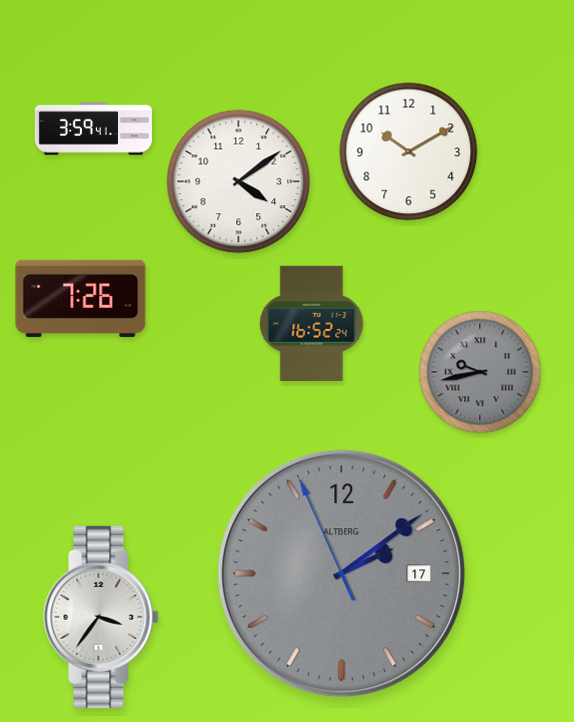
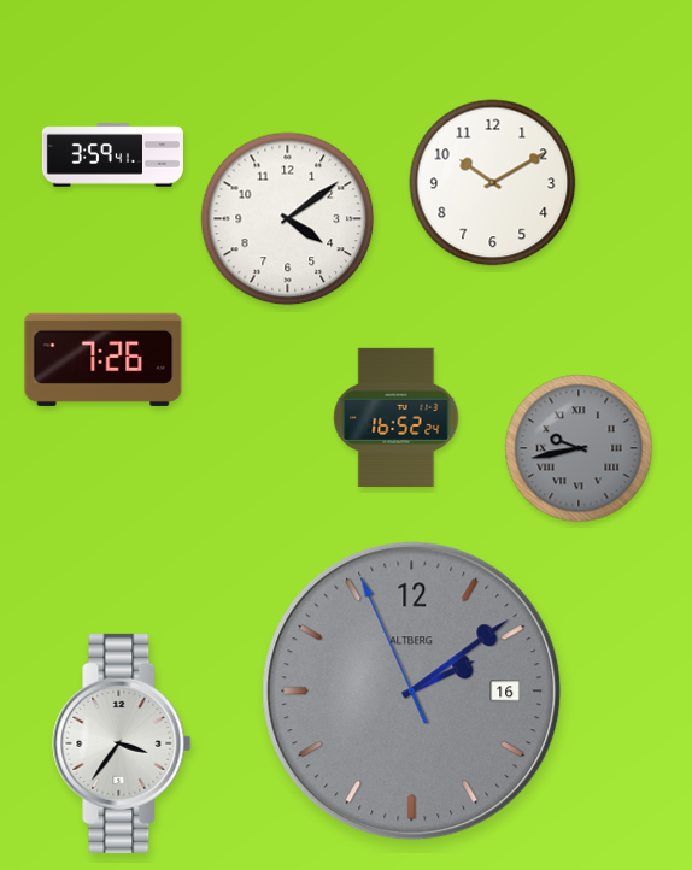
clock at (81, 298) position: (81, 298) -> (104, 359)
clock at (312, 324) position: (312, 324) -> (397, 418)
clock at (342, 574) date: 17 -> 16
